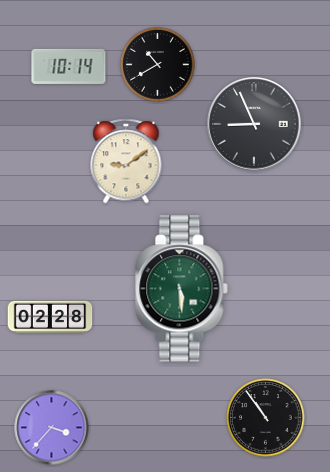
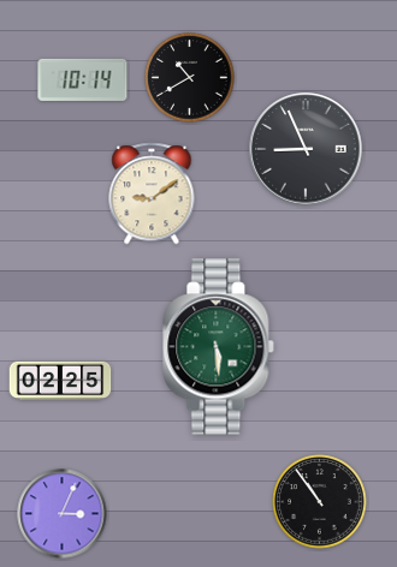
clock at (50, 317): 02:28 -> 02:25
clock at (52, 428): 3:37 -> 3:04
